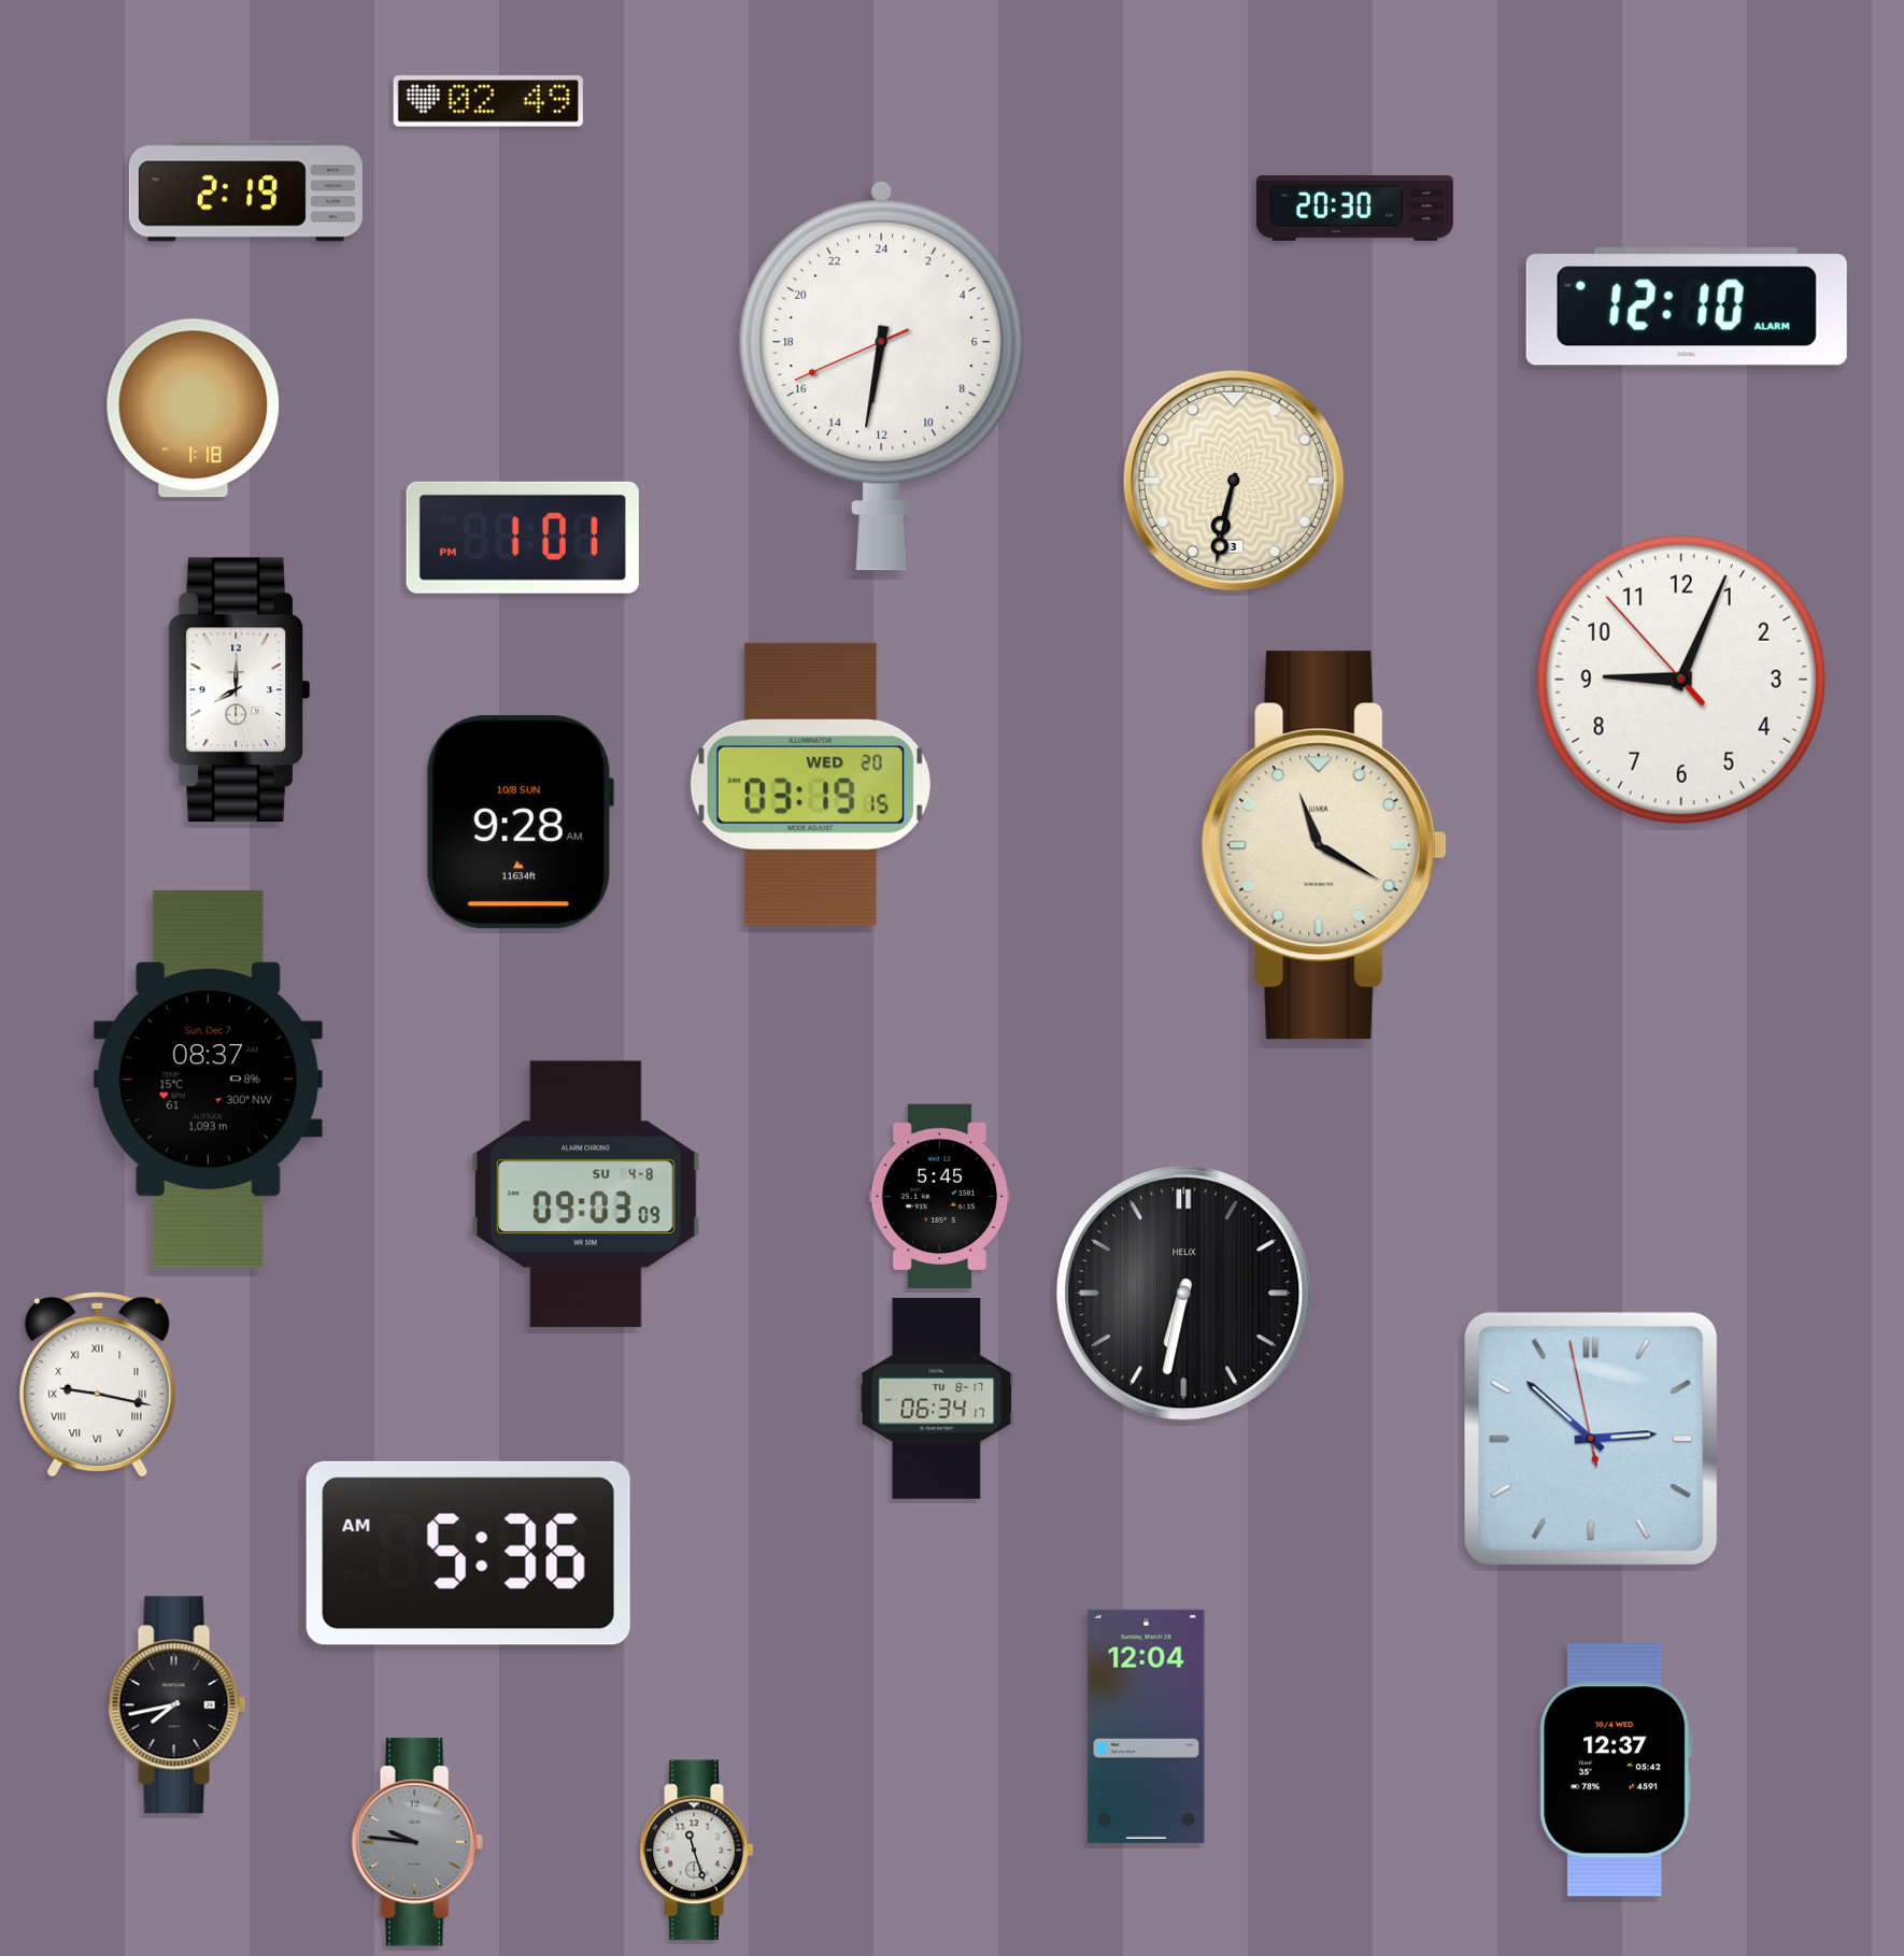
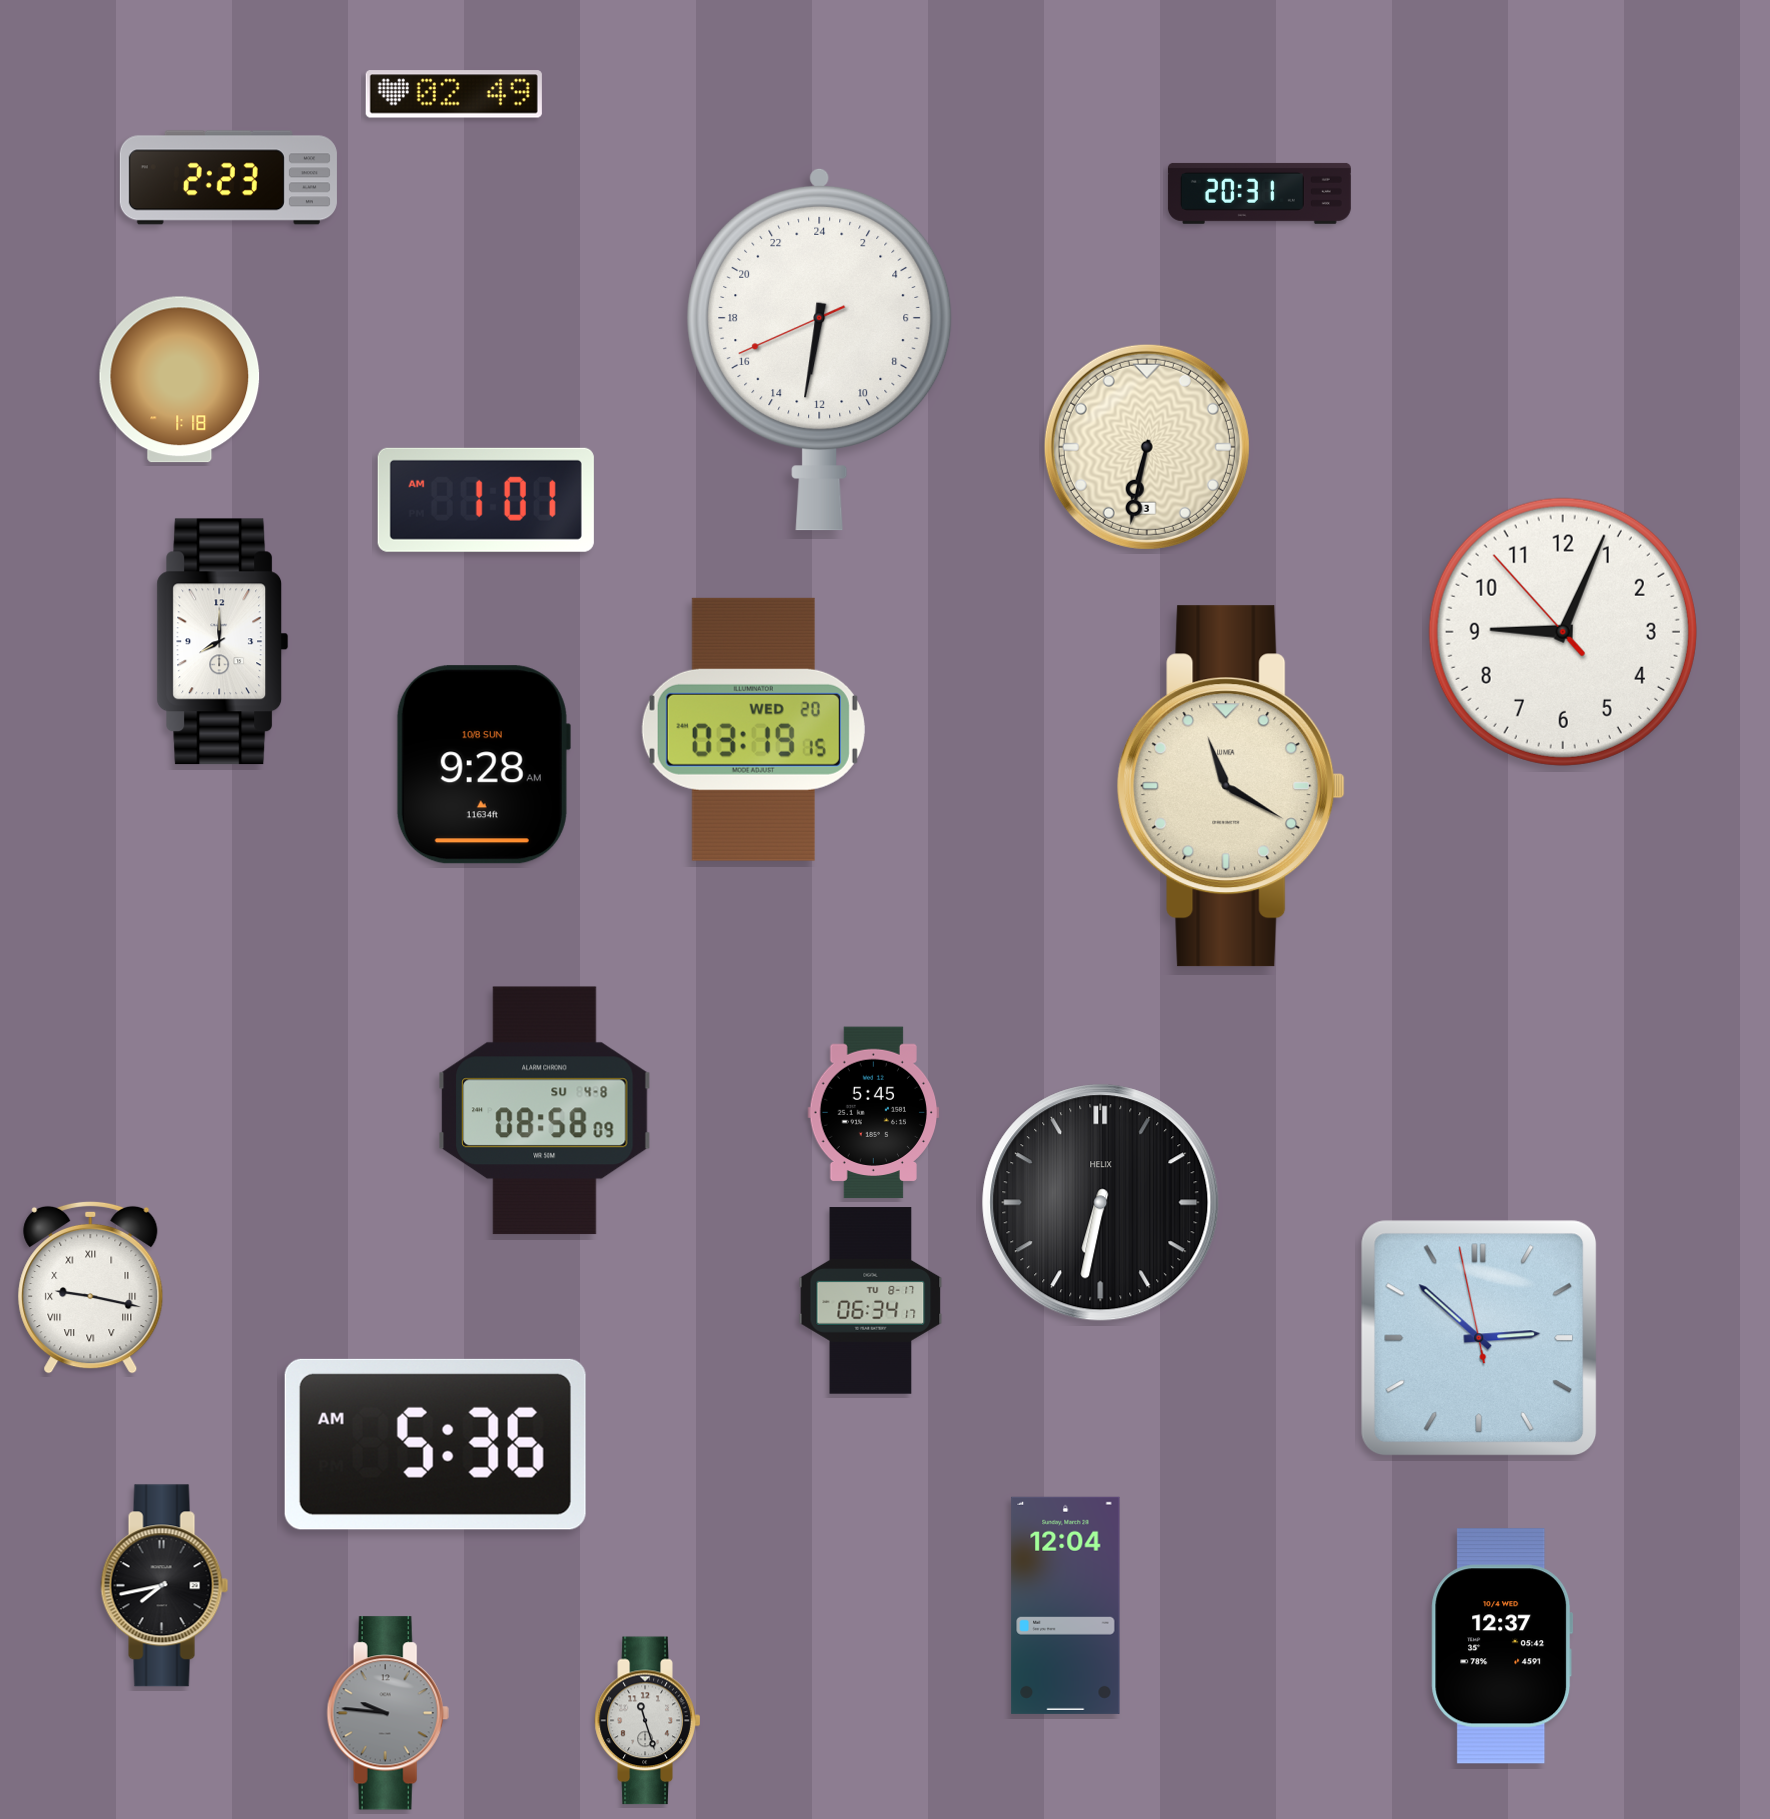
clock at (245, 191): 2:19 -> 2:23
clock at (1354, 208): 20:30 -> 20:31
clock at (1687, 306): 12:10 -> none
clock at (523, 538): 1:01 PM -> 1:01 AM
clock at (208, 1080): 08:37 -> none
clock at (586, 1195): 09:03 -> 08:58
